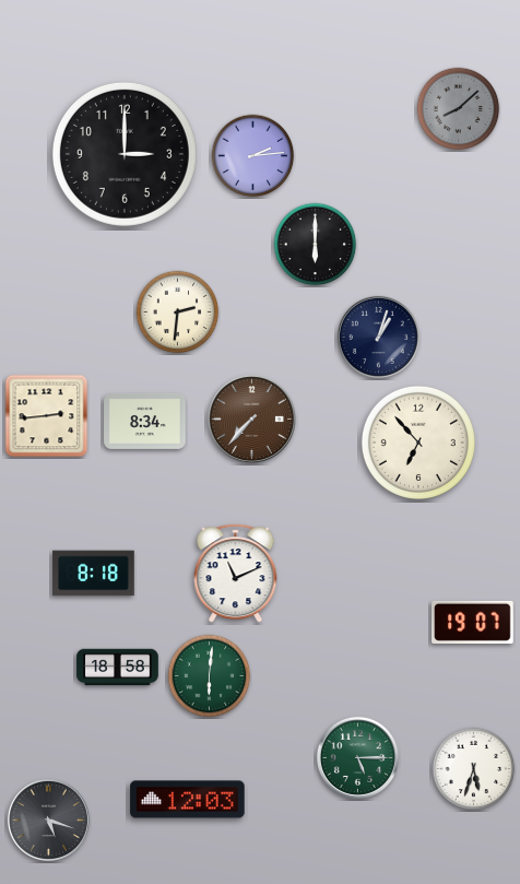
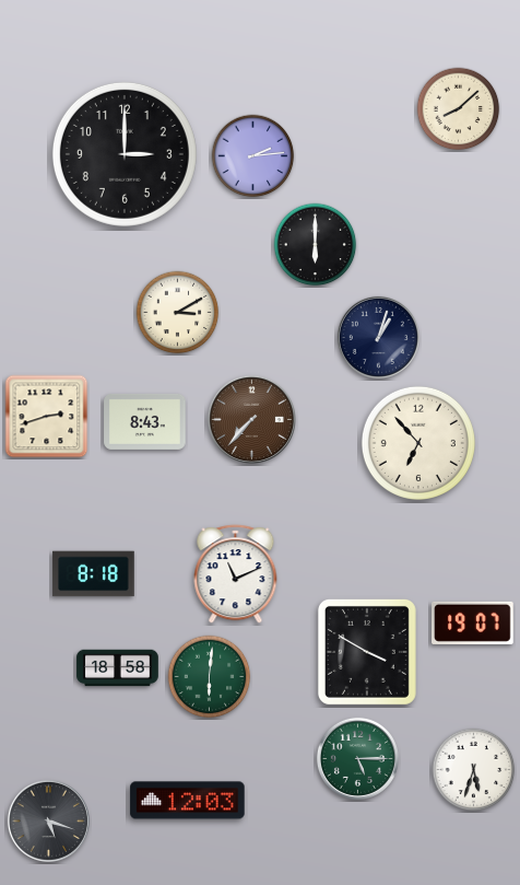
clock at (459, 109) dial: grey -> cream
clock at (178, 313): 2:31 -> 3:10
clock at (47, 416): 2:44 -> 2:42
clock at (145, 421): 8:34 -> 8:43
clock at (367, 652): none -> 3:50
